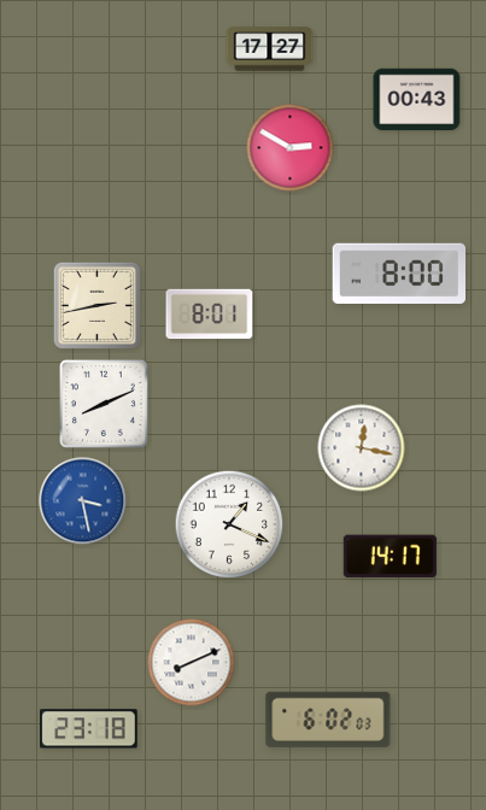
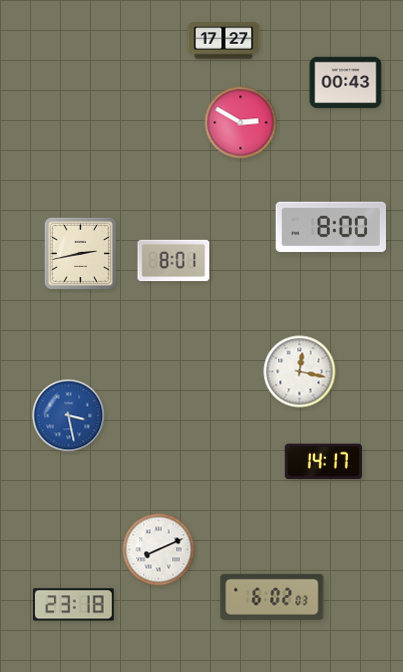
clock at (104, 404): 8:11 -> none
clock at (229, 524): 1:19 -> none
